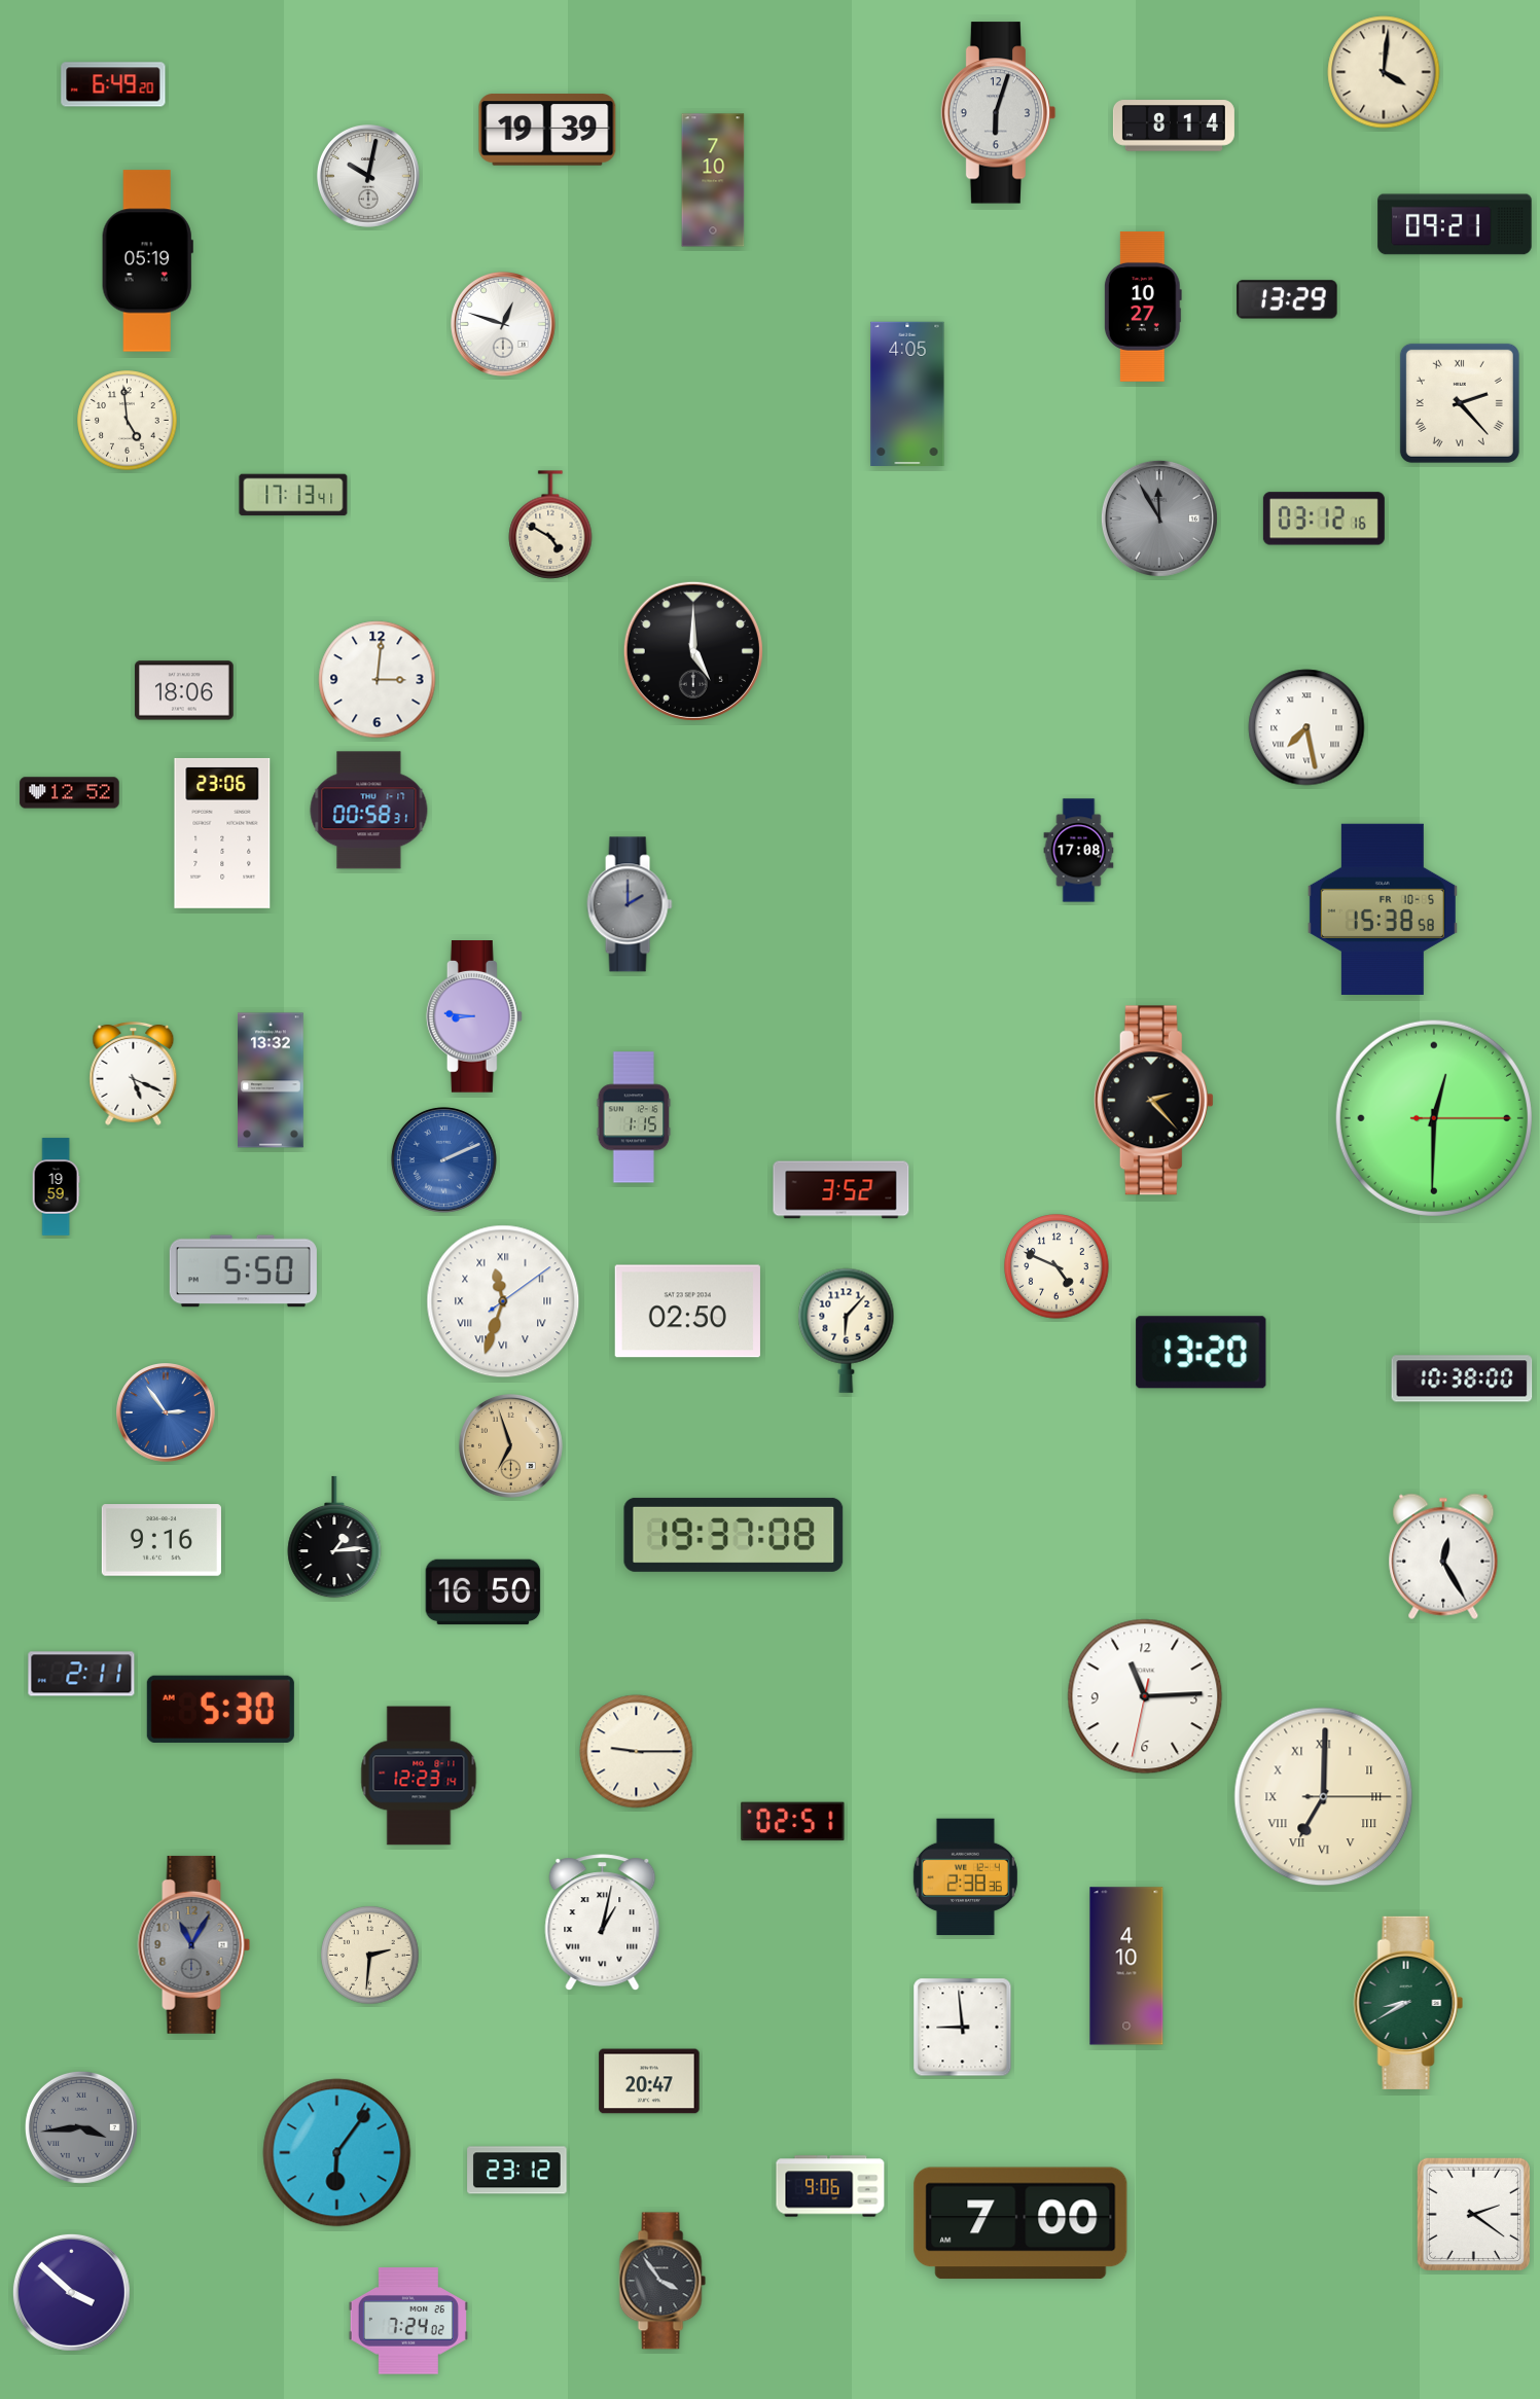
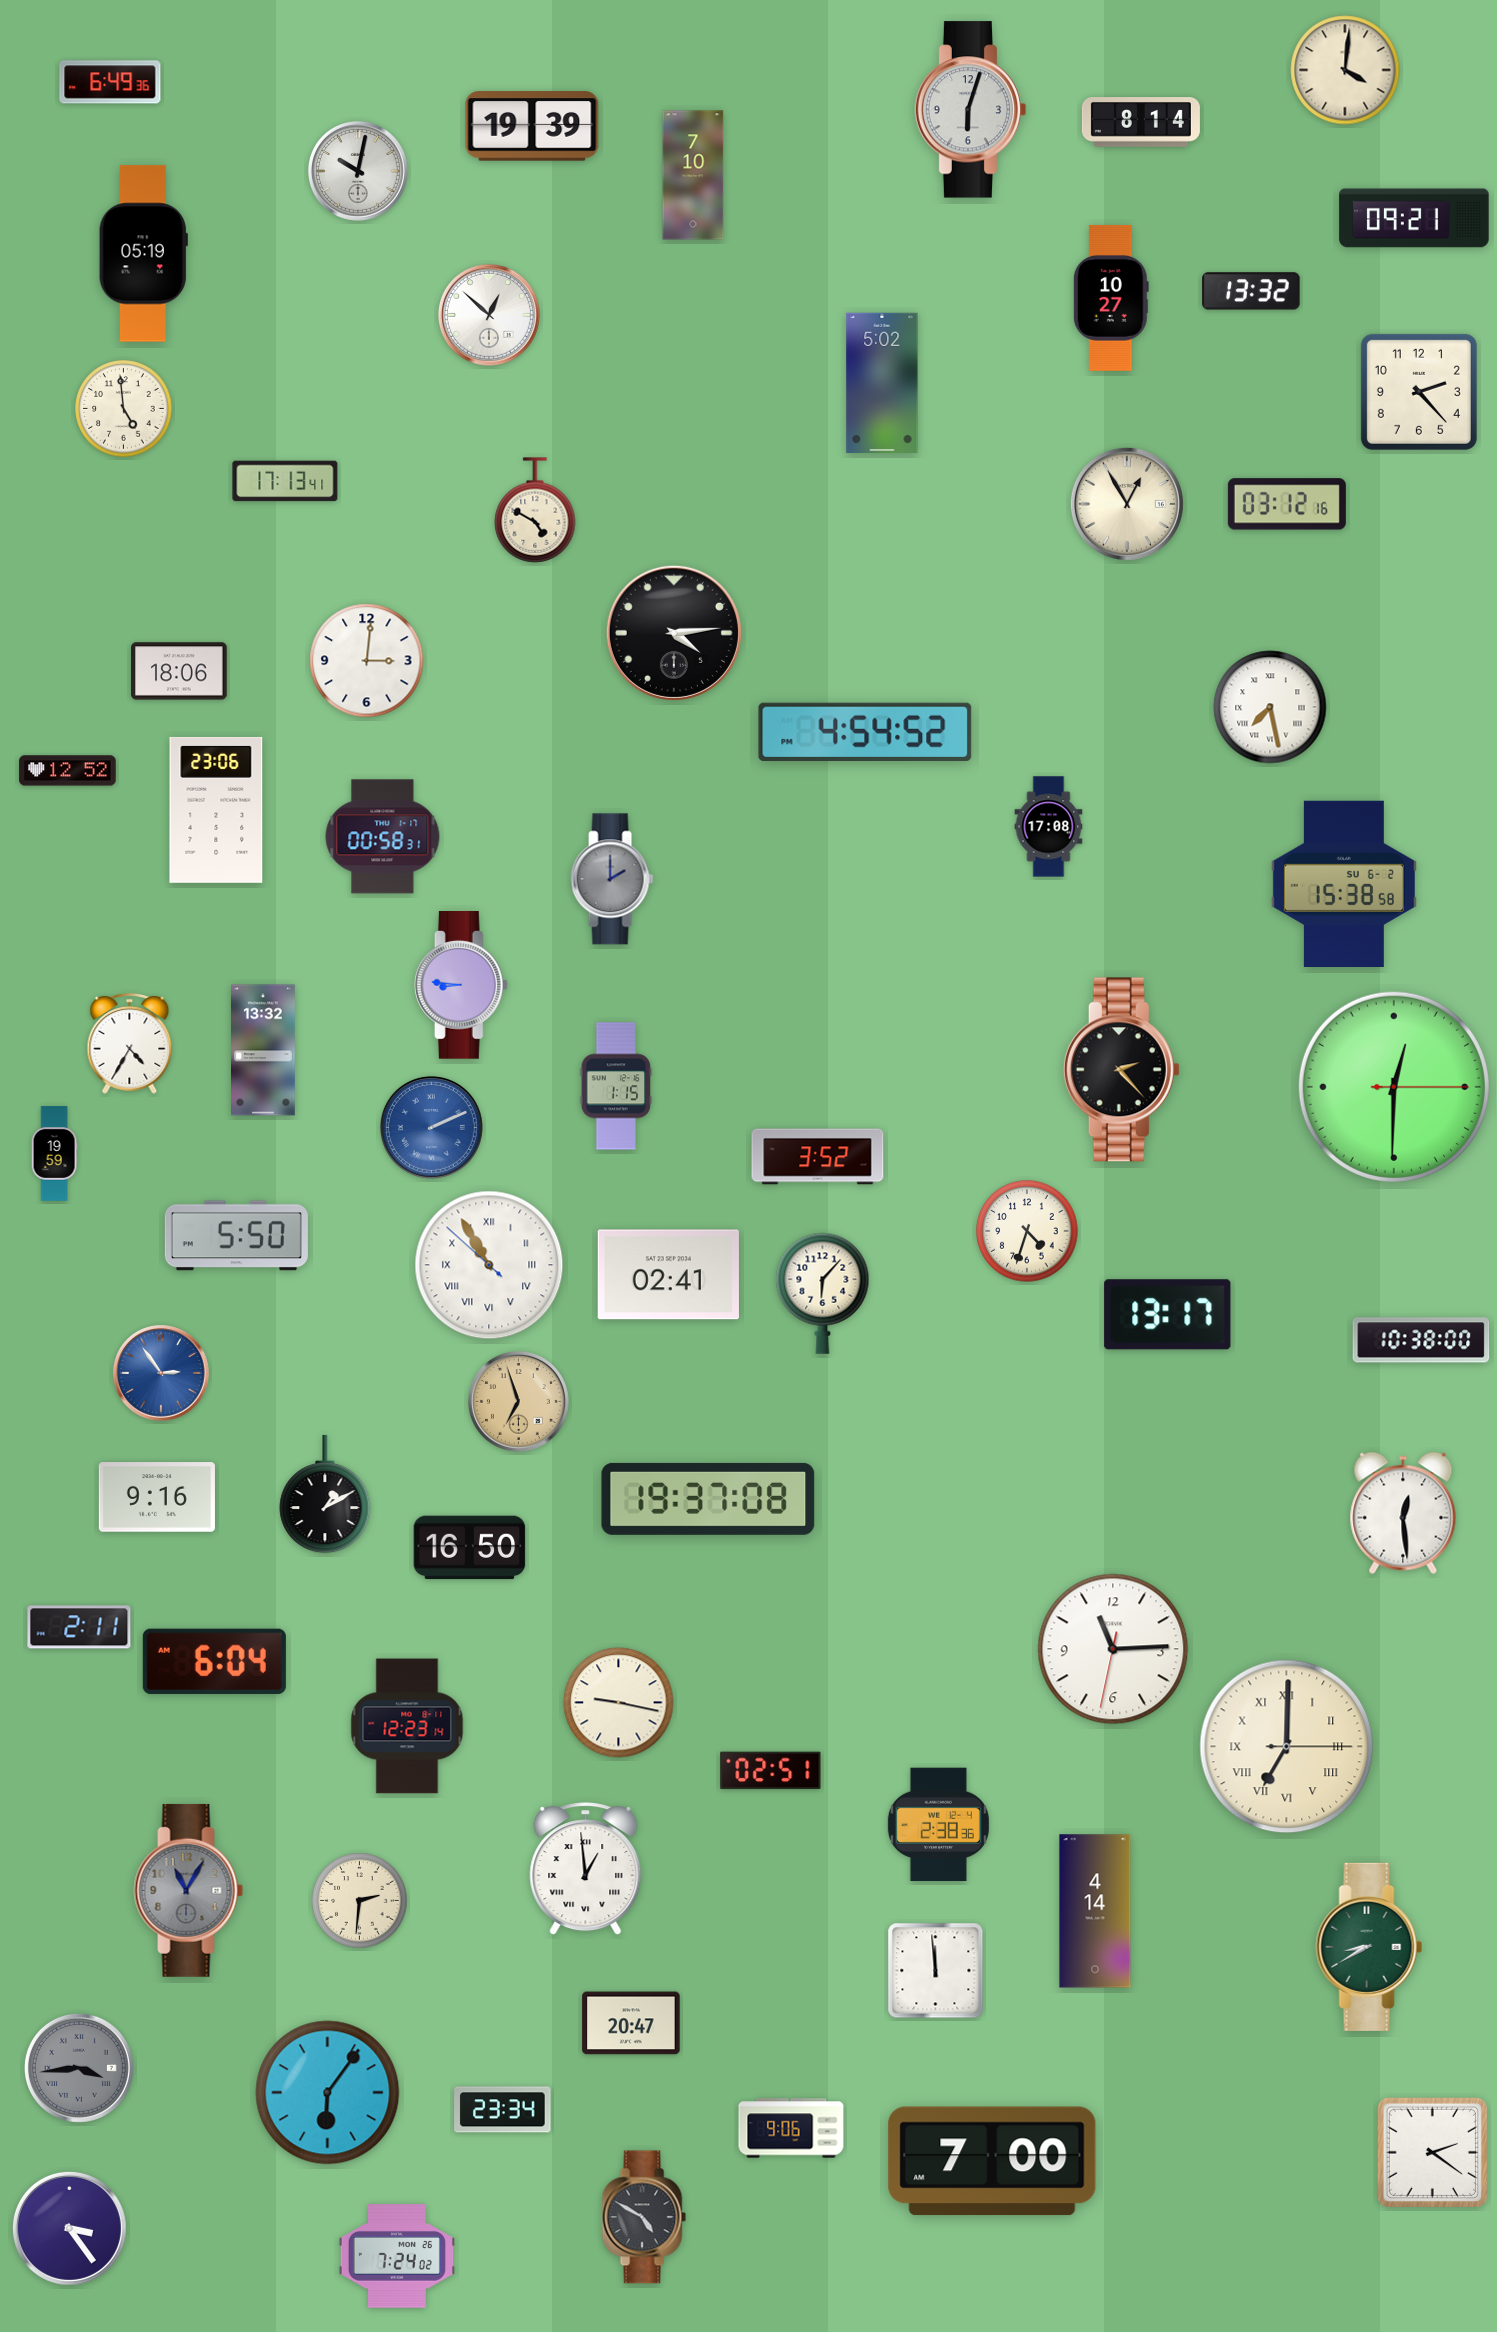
clock at (113, 84): 6:49:20 -> 6:49:36
clock at (1287, 299): 13:29 -> 13:32
clock at (503, 324): 12:48 -> 12:52
clock at (907, 393): 4:05 -> 5:02
clock at (1460, 403) numerals: Roman -> Arabic
clock at (1159, 518): 11:55 -> 12:55
clock at (1159, 518) dial: grey -> cream
clock at (693, 651): 5:00 -> 4:14
clock at (865, 731): none -> 4:54
clock at (369, 811) position: (369, 811) -> (383, 837)
clock at (1383, 908) date: FR 10-5 -> SU 6-2
clock at (474, 1017) position: (474, 1017) -> (461, 986)
clock at (134, 1073): 5:19 -> 4:35
clock at (1056, 1266): 4:49 -> 4:33
clock at (503, 1301): 11:33 -> 10:54
clock at (687, 1312): 02:50 -> 02:41
clock at (1202, 1353): 13:20 -> 13:17
clock at (510, 1445) position: (510, 1445) -> (518, 1401)
clock at (733, 1535) position: (733, 1535) -> (708, 1499)
clock at (334, 1537): 1:14 -> 1:10
clock at (1443, 1556): 12:25 -> 12:29
clock at (220, 1709): 5:30 -> 6:04
clock at (637, 1752): 9:15 -> 9:17
clock at (603, 1923): 1:02 -> 12:59
clock at (1126, 1966): 4:10 -> 4:14
clock at (963, 2028): 8:59 -> 11:59
clock at (517, 2171): 23:12 -> 23:34
clock at (830, 2186) position: (830, 2186) -> (791, 2128)
clock at (662, 2281): 3:54 -> 4:50
clock at (71, 2292): 3:52 -> 3:24
